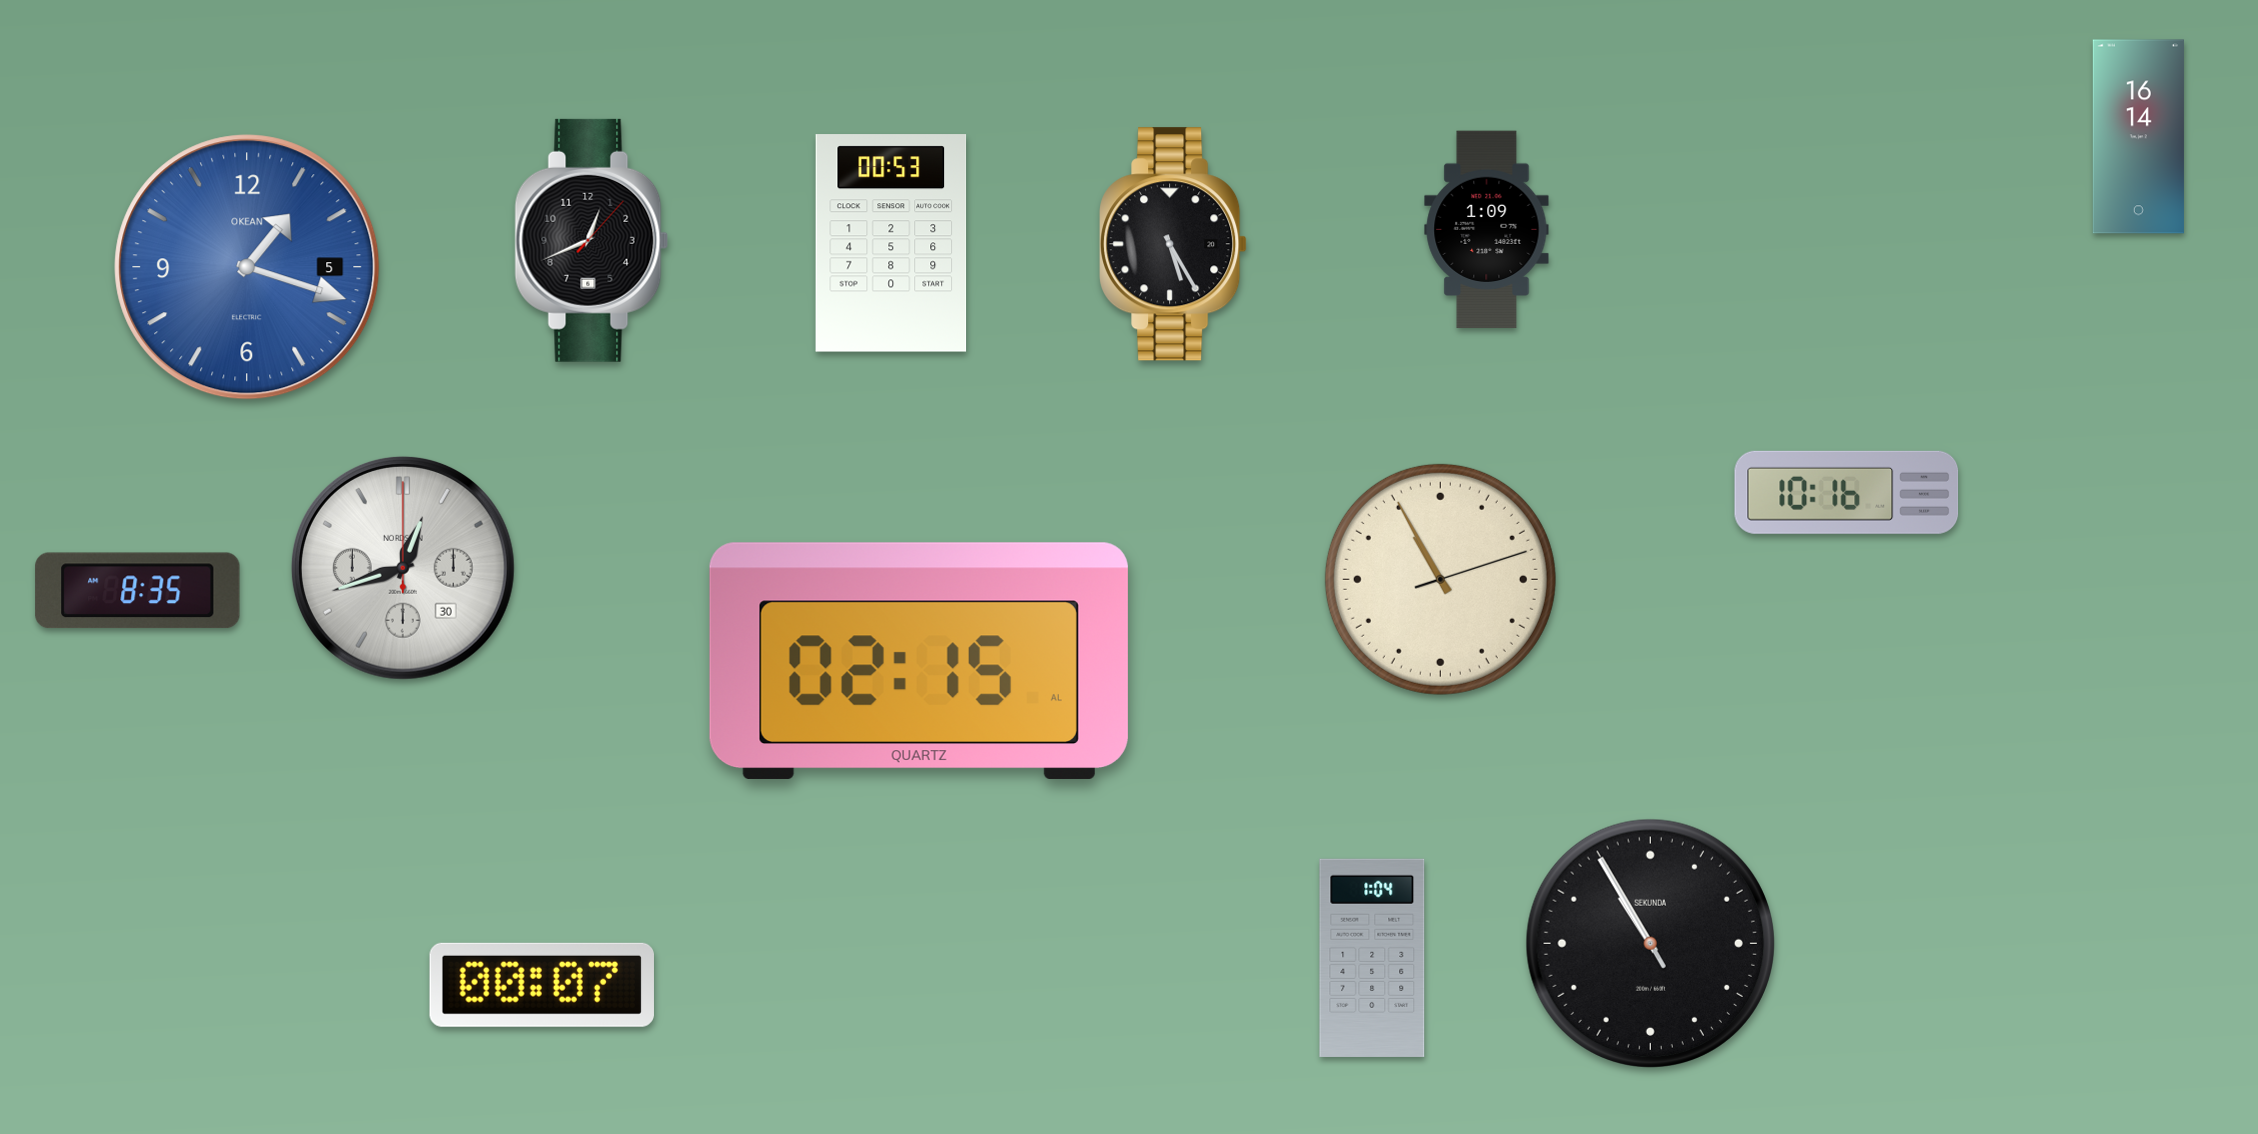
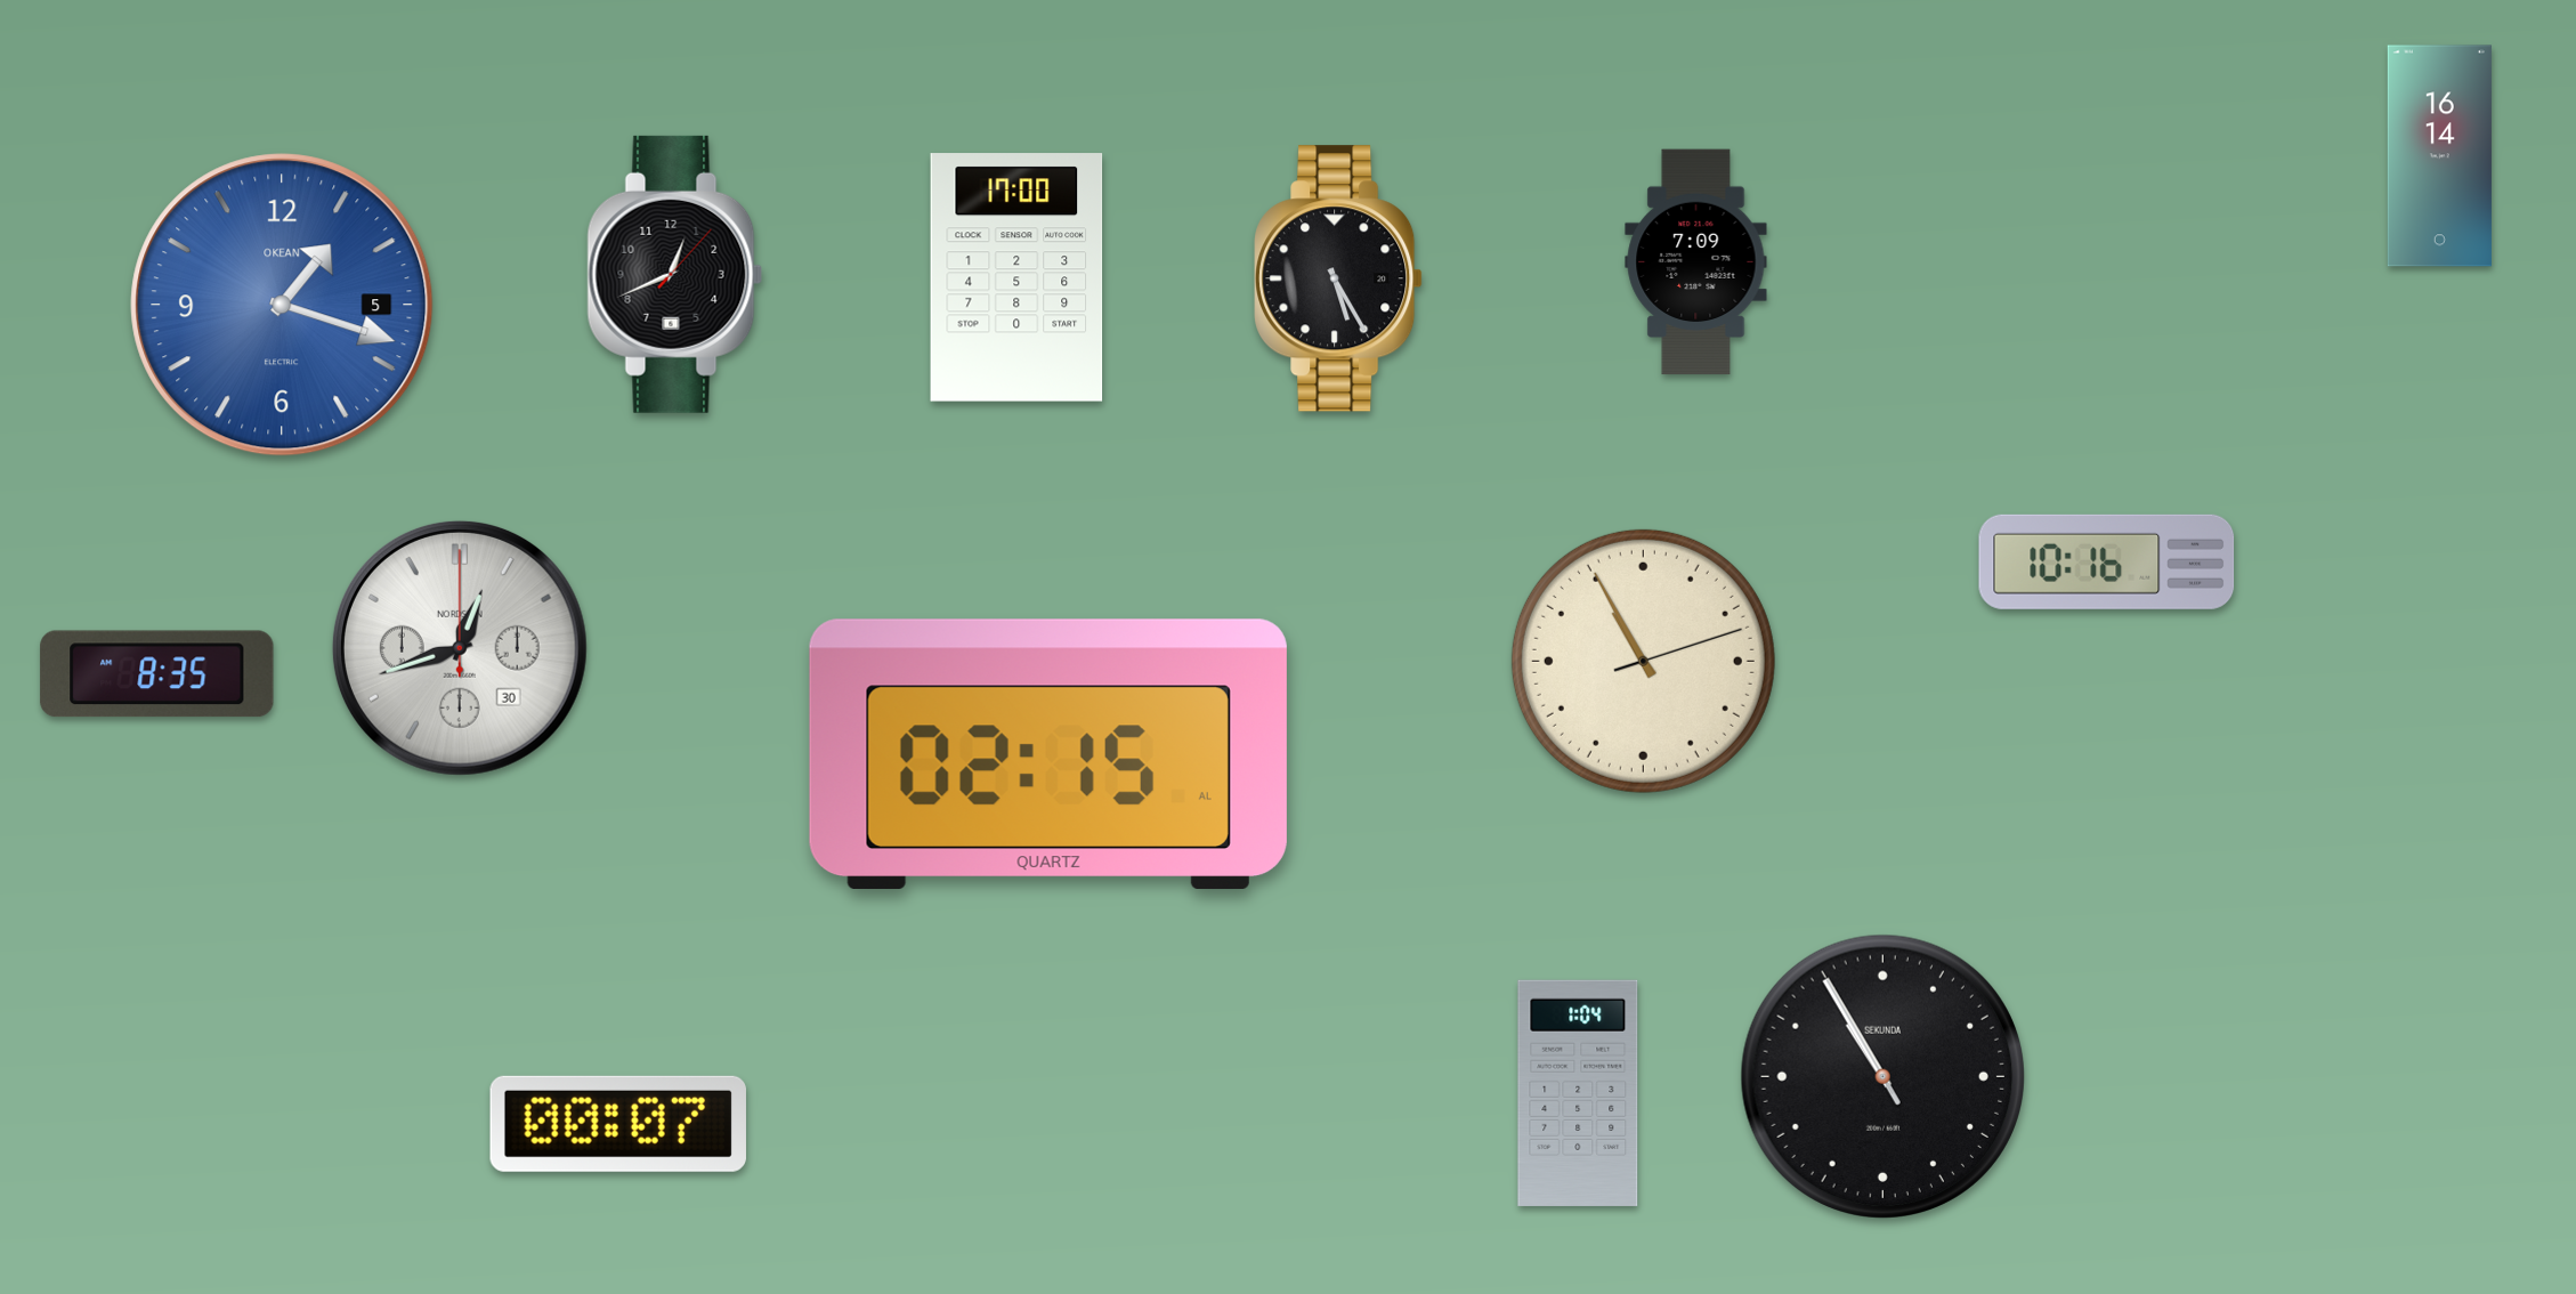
clock at (1487, 230): 1:09 -> 7:09
clock at (891, 243): 00:53 -> 17:00
clock at (1372, 958) position: (1372, 958) -> (1578, 1093)
